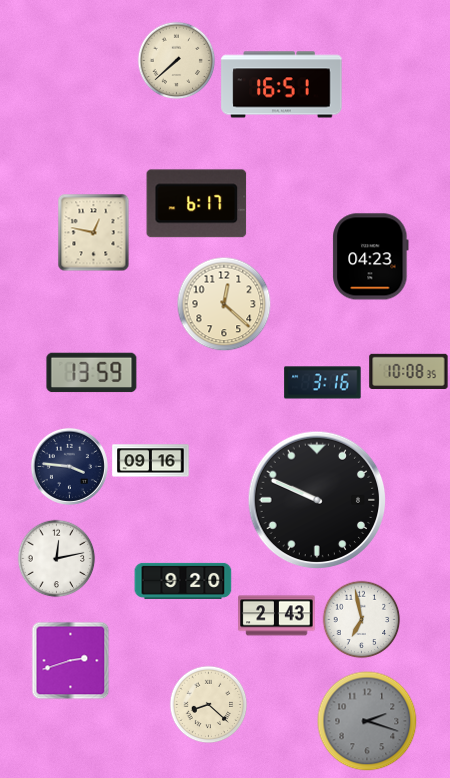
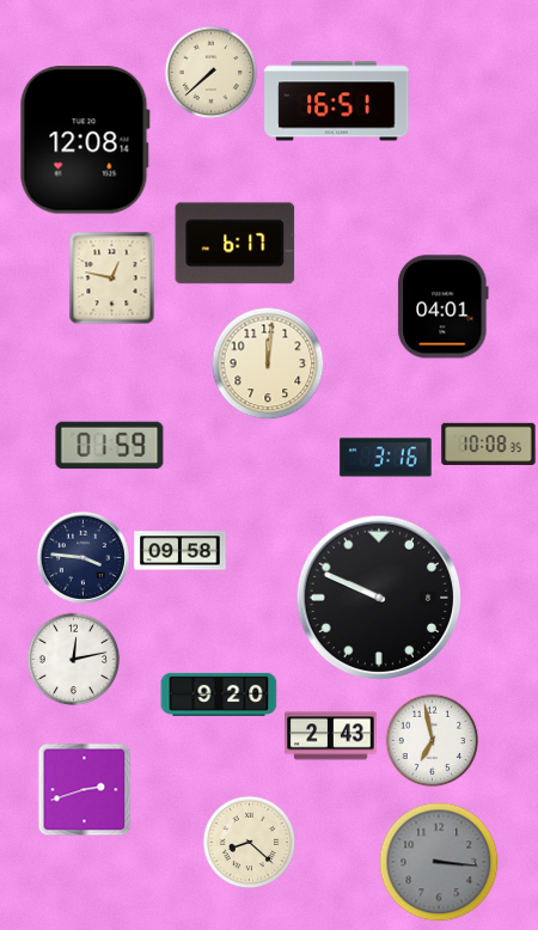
clock at (85, 140): none -> 12:08
clock at (371, 257): 04:23 -> 04:01
clock at (224, 304): 12:22 -> 12:01
clock at (92, 373): 13:59 -> 01:59
clock at (151, 461): 09:16 -> 09:58
clock at (56, 558) position: (56, 558) -> (73, 659)
clock at (367, 721): 2:18 -> 3:16
